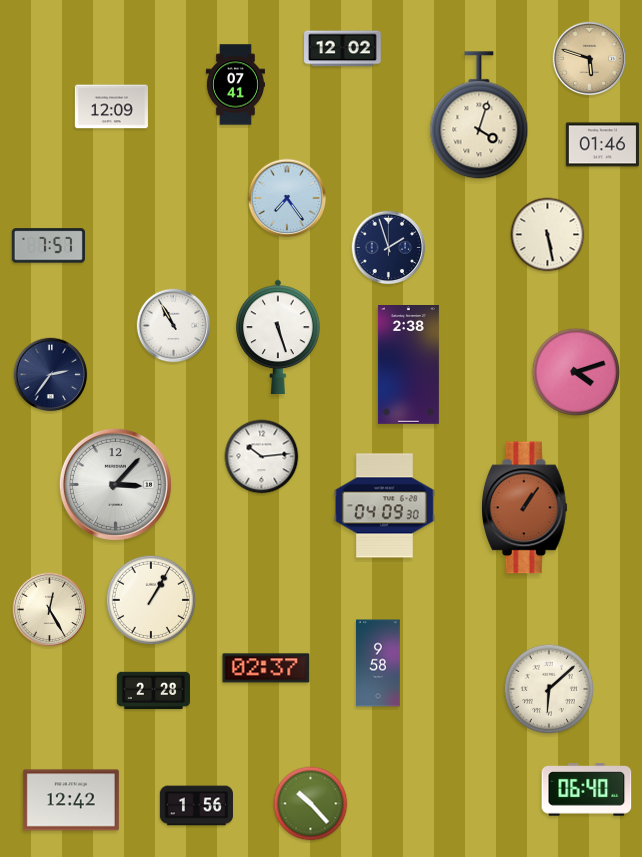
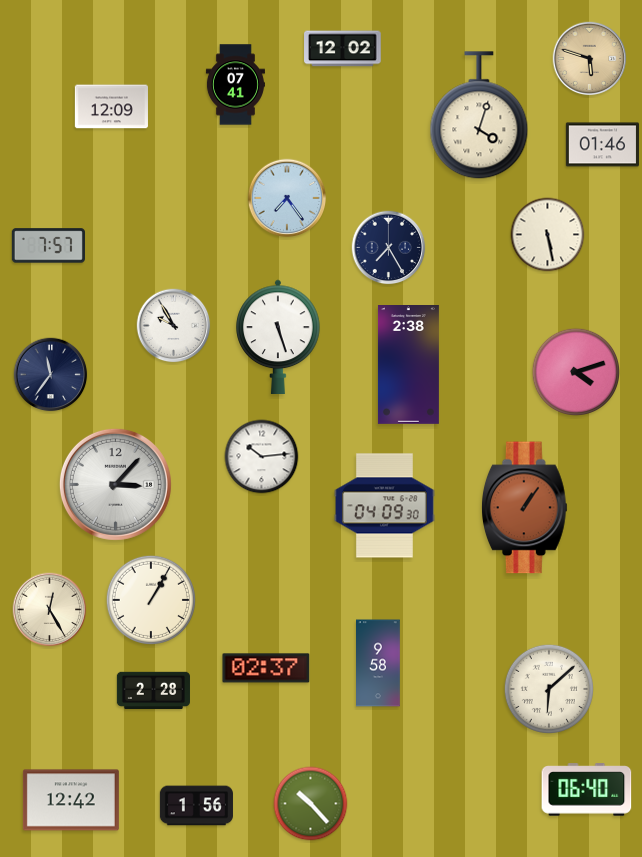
clock at (389, 248): 1:57 -> 7:25
clock at (174, 326): 10:55 -> 9:55
clock at (51, 375): 2:36 -> 11:36
